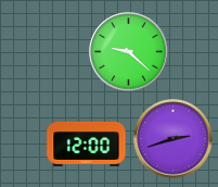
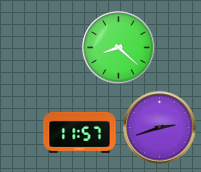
clock at (129, 52): 9:22 -> 8:22
clock at (87, 144): 12:00 -> 11:57
